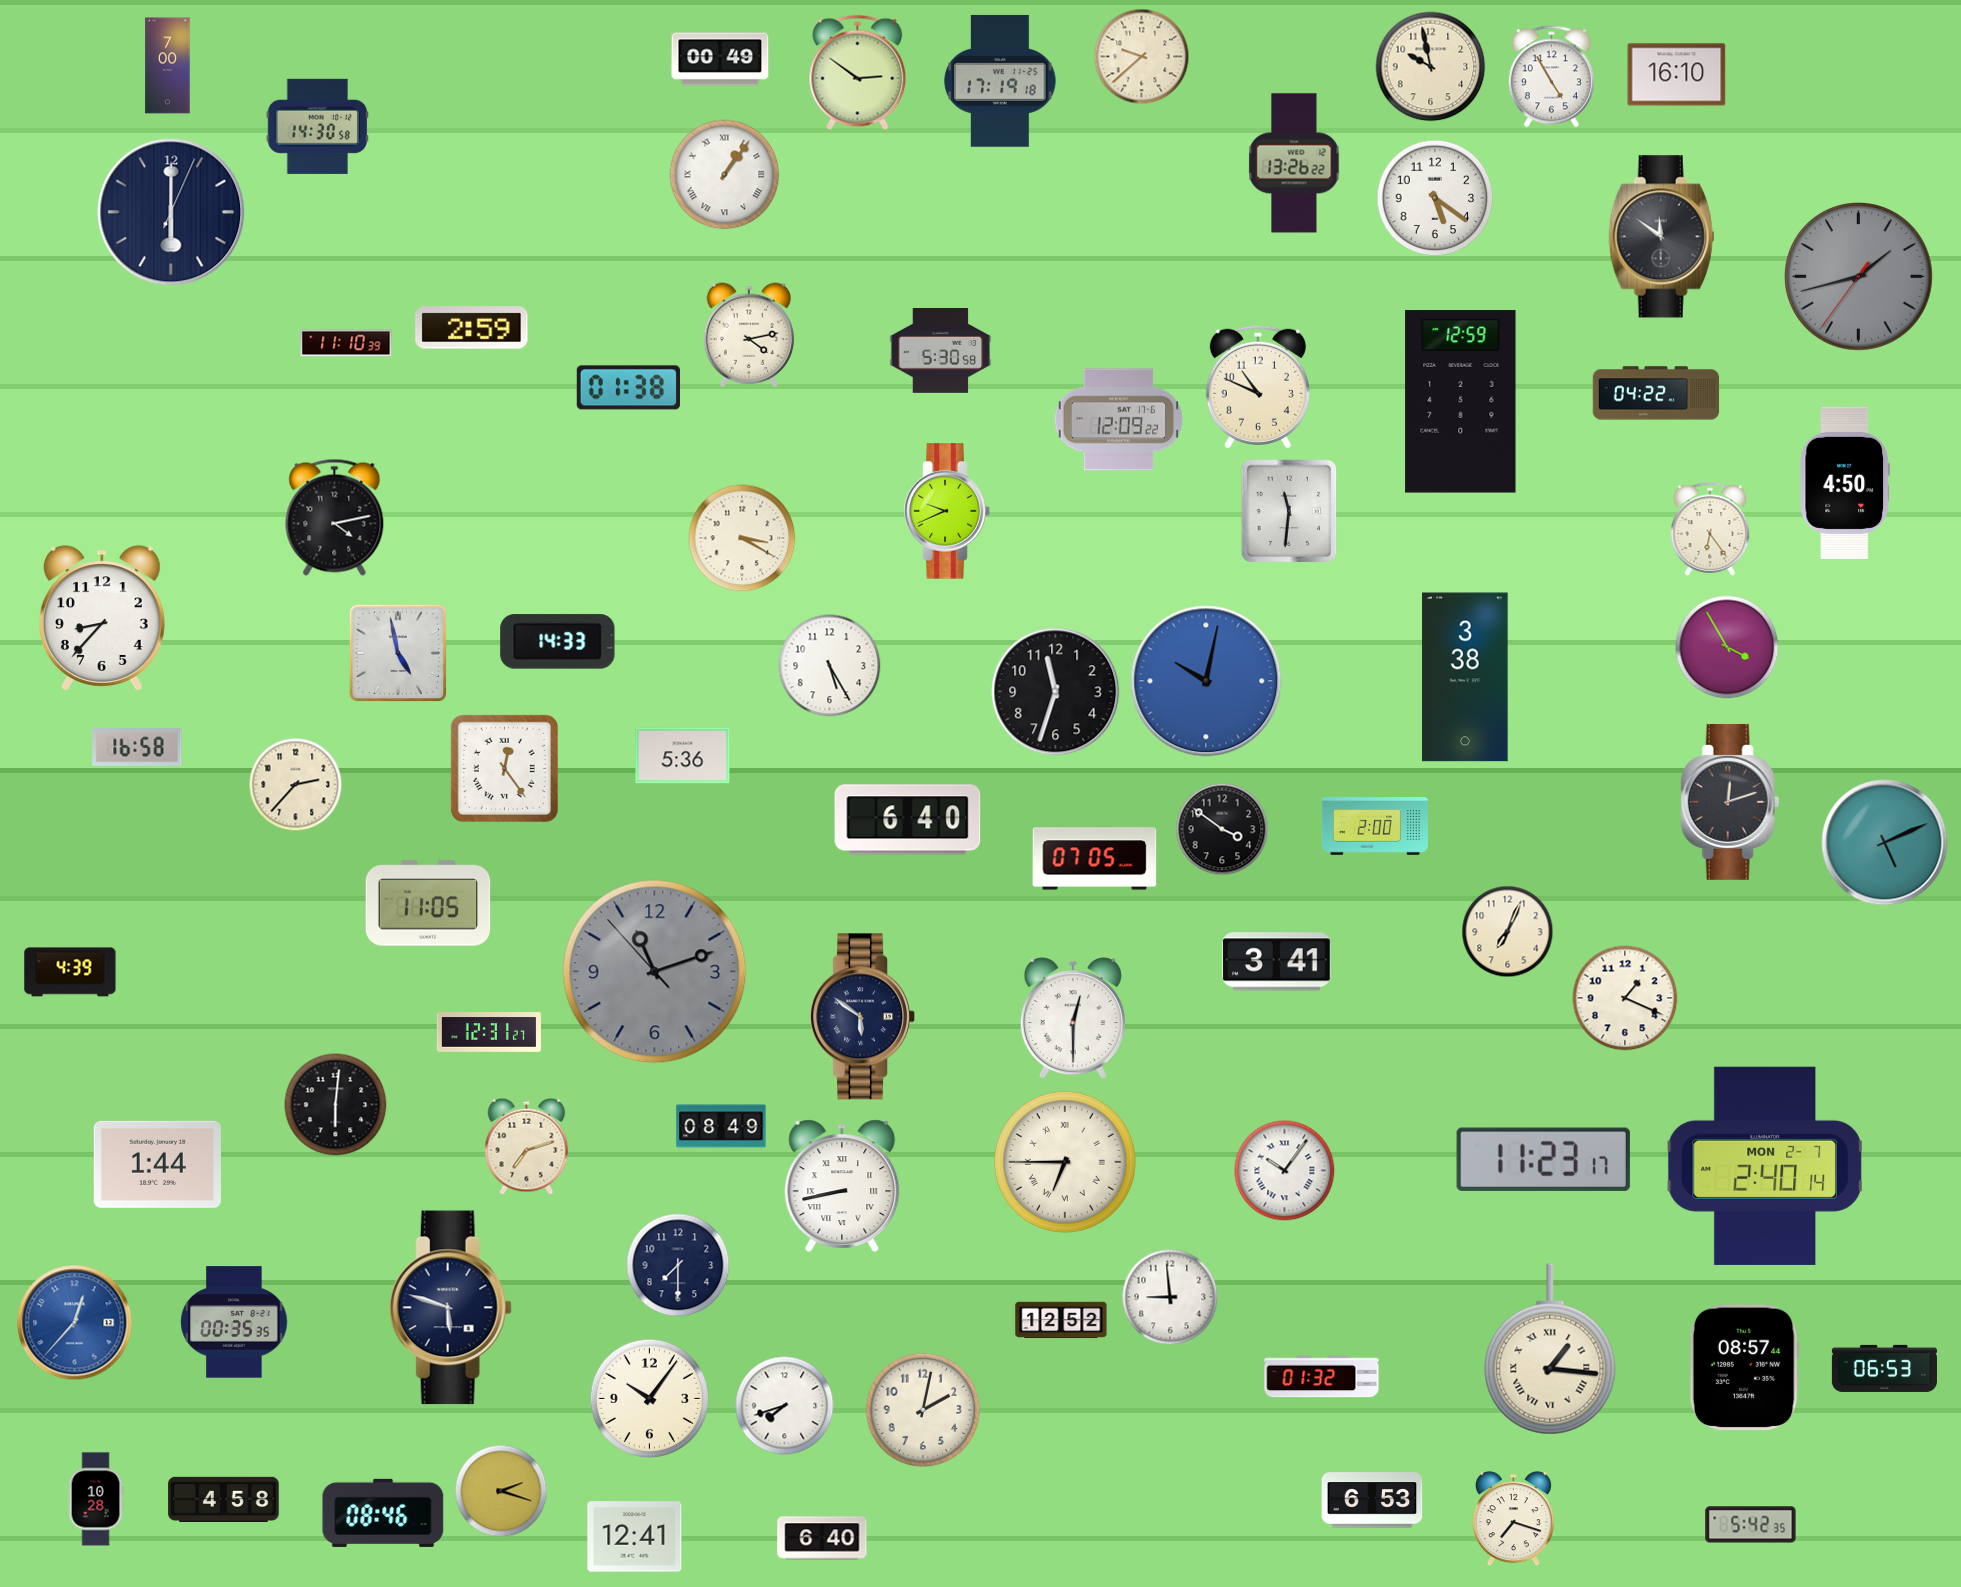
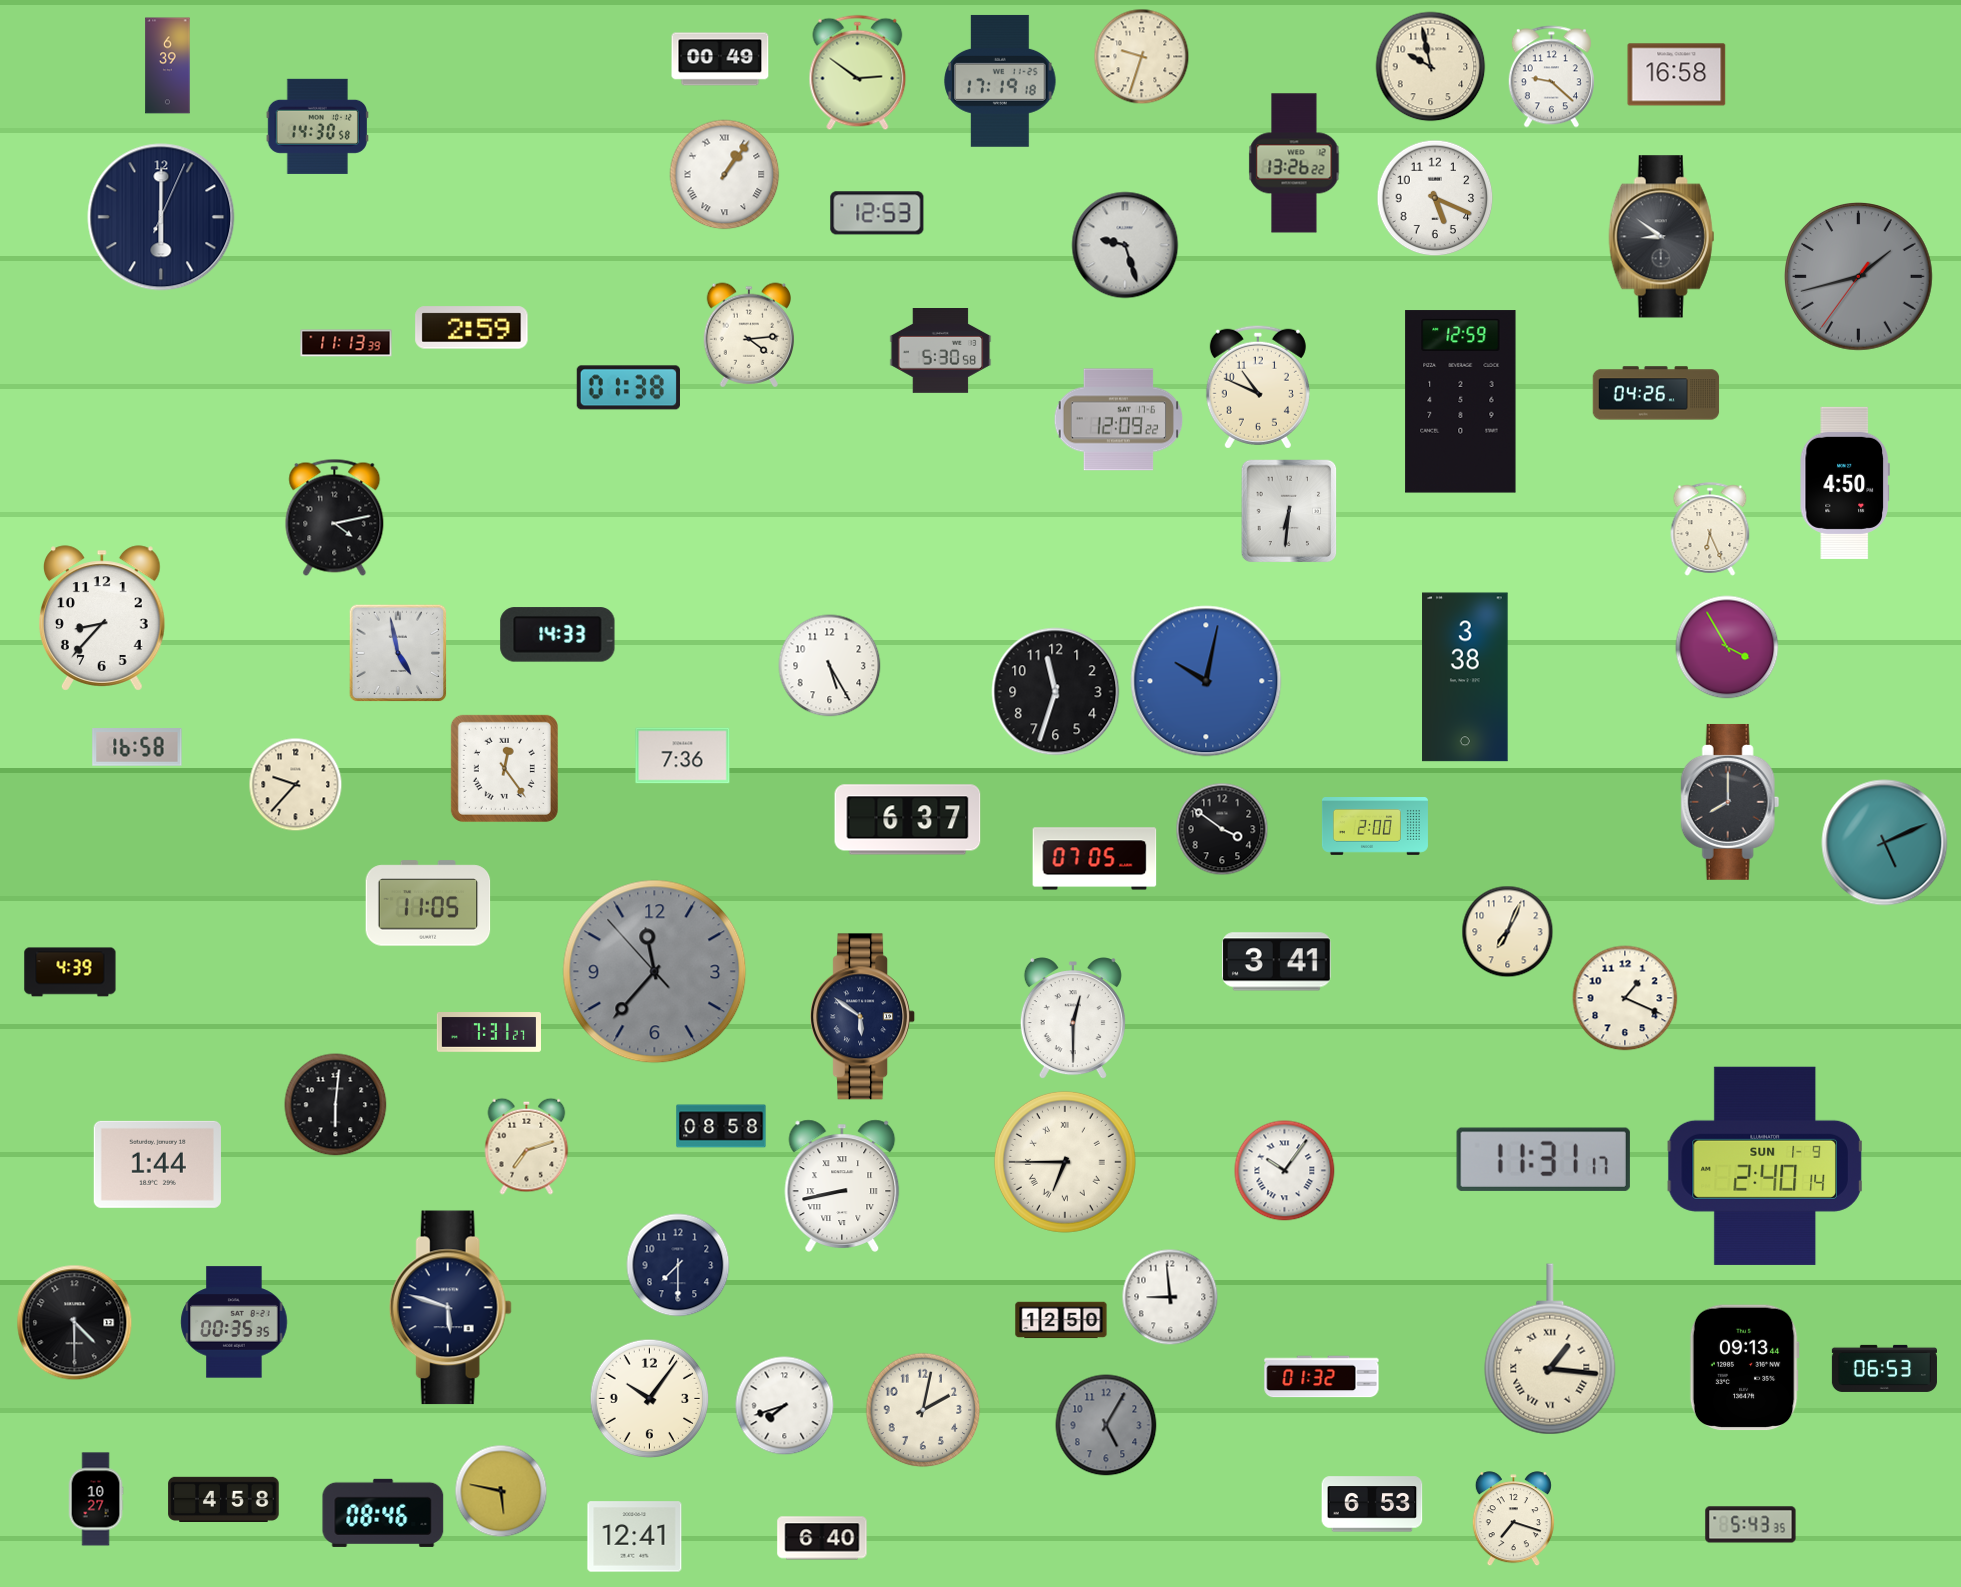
clock at (1142, 57): 9:38 -> 9:33
clock at (168, 66): 7:00 -> 6:39
clock at (1677, 75): 16:10 -> 16:58
clock at (1551, 77): 4:55 -> 9:22
clock at (1435, 198): 5:21 -> 5:19
clock at (171, 212) position: (171, 212) -> (161, 217)
clock at (877, 213): none -> 12:53
clock at (1662, 237): 11:51 -> 8:51
clock at (1125, 245): none -> 9:27
clock at (748, 335): 4:13 -> 4:14
clock at (346, 343): 11:10 -> 11:13
clock at (1656, 393): 04:22 -> 04:26
clock at (947, 511): 9:41 -> none
clock at (1289, 511): 11:31 -> 6:31
clock at (1710, 529): 6:24 -> 6:26
clock at (742, 538): 3:20 -> none
clock at (558, 642) position: (558, 642) -> (558, 635)
clock at (683, 756): 5:36 -> 7:36
clock at (296, 785): 2:37 -> 9:37
clock at (1730, 802): 12:12 -> 8:00
clock at (908, 820): 6:40 -> 6:37
clock at (655, 972): 11:11 -> 11:36
clock at (488, 1033): 12:31 -> 7:31
clock at (721, 1126): 08:49 -> 08:58
clock at (1543, 1159): 11:23 -> 11:31
clock at (1765, 1166) date: MON 2-7 -> SUN 1-9
clock at (1061, 1320): 12:52 -> 12:50
clock at (75, 1323): 12:37 -> 4:30
clock at (75, 1323) dial: blue -> black
clock at (1744, 1368): 08:57 -> 09:13
clock at (1106, 1425): none -> 5:05
clock at (501, 1491): 2:18 -> 5:47
clock at (96, 1499): 10:28 -> 10:27
clock at (1372, 1500) position: (1372, 1500) -> (1372, 1504)
clock at (1751, 1525): 5:42 -> 5:43
